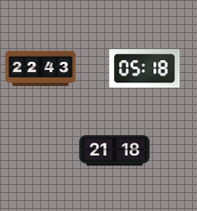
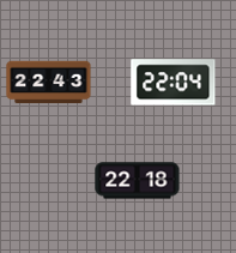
clock at (145, 69): 05:18 -> 22:04
clock at (115, 151): 21:18 -> 22:18
